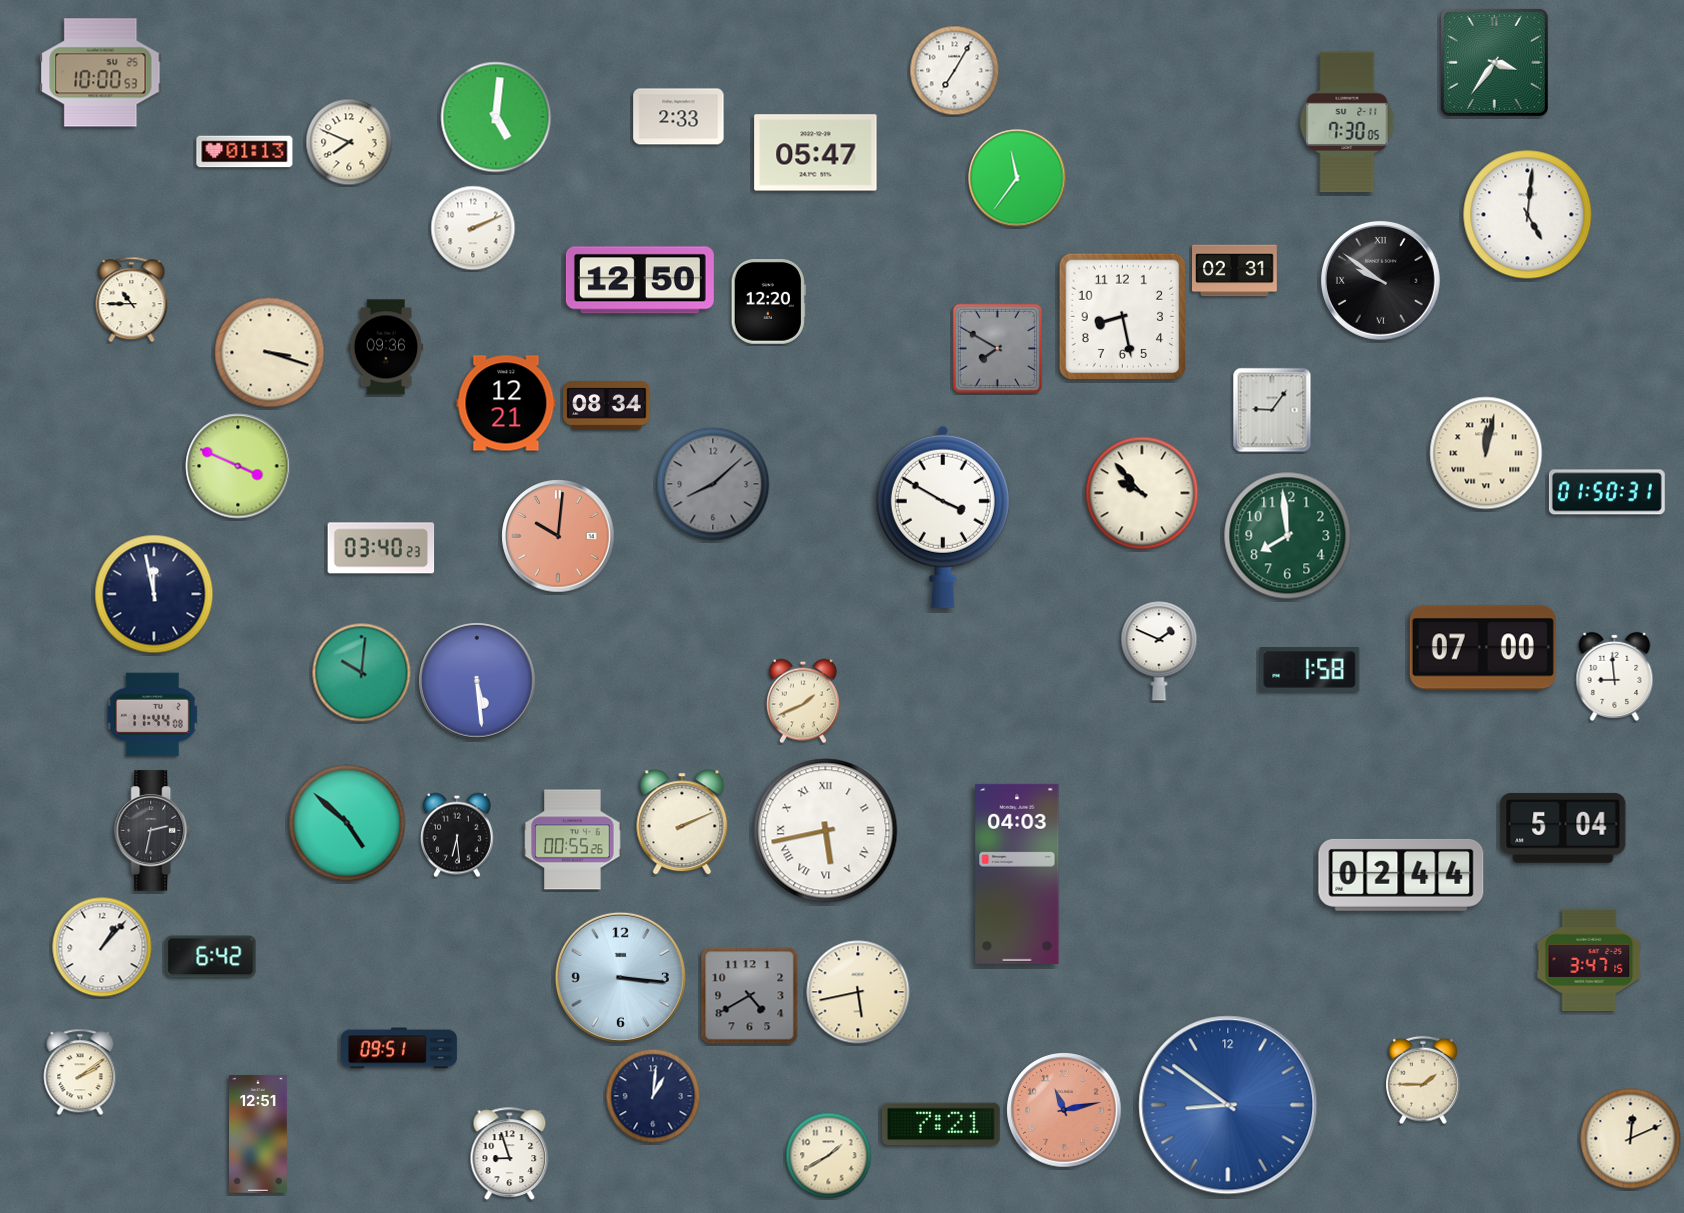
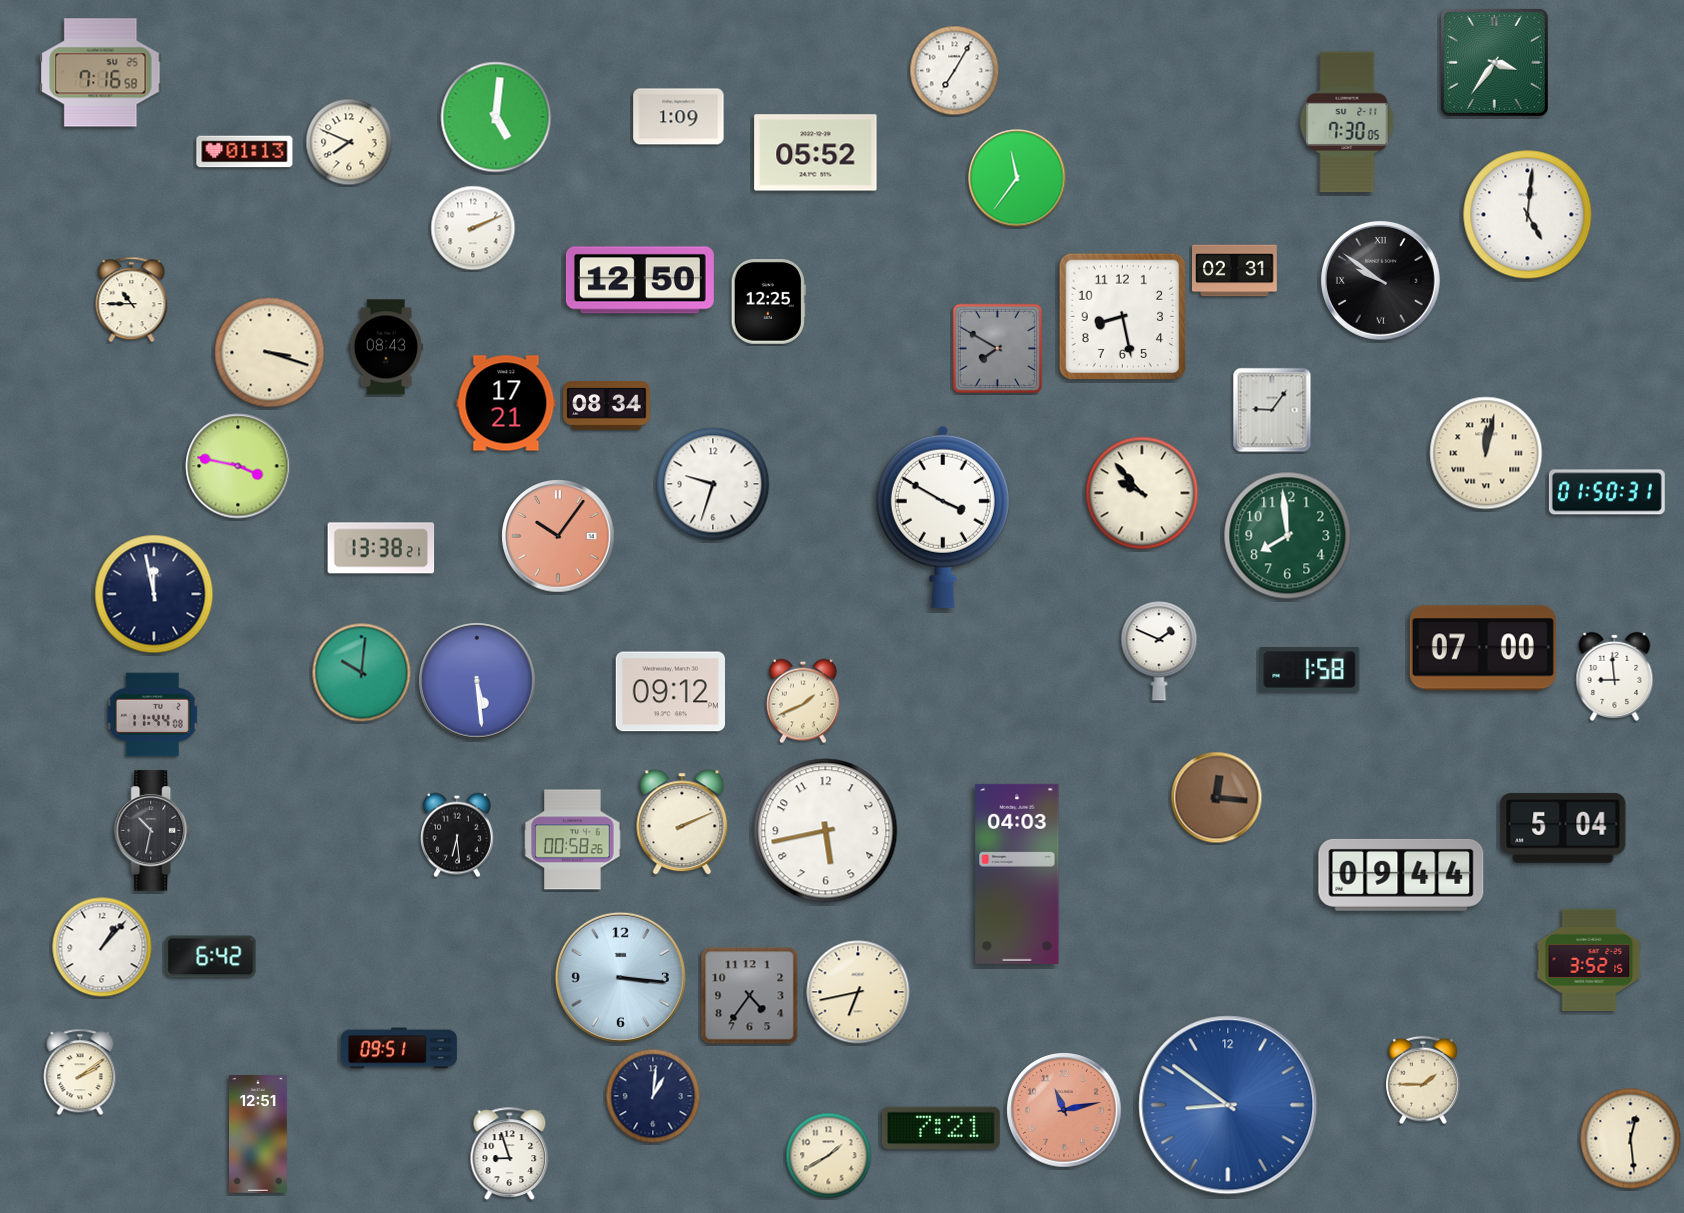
clock at (101, 73): 10:00 -> 7:16
clock at (679, 117): 2:33 -> 1:09
clock at (816, 153): 05:47 -> 05:52
clock at (768, 302): 12:20 -> 12:25
clock at (386, 347): 09:36 -> 08:43
clock at (506, 403): 12:21 -> 17:21
clock at (238, 466): 3:49 -> 3:47
clock at (713, 484): 8:08 -> 9:33
clock at (713, 484) dial: grey -> white
clock at (558, 536): 10:01 -> 10:06
clock at (381, 548): 03:40 -> 13:38
clock at (670, 692): none -> 09:12
clock at (1217, 798): none -> 12:16
clock at (347, 823): 4:52 -> none
clock at (153, 831): 2:32 -> 10:32
clock at (826, 831) numerals: Roman -> Arabic
clock at (573, 840): 00:55 -> 00:58
clock at (1401, 875): 02:44 -> 09:44
clock at (1589, 960): 3:47 -> 3:52
clock at (858, 992): 5:43 -> 6:43
clock at (750, 996): 4:40 -> 4:36
clock at (942, 1124) position: (942, 1124) -> (942, 1128)
clock at (1631, 1139): 12:11 -> 12:29
